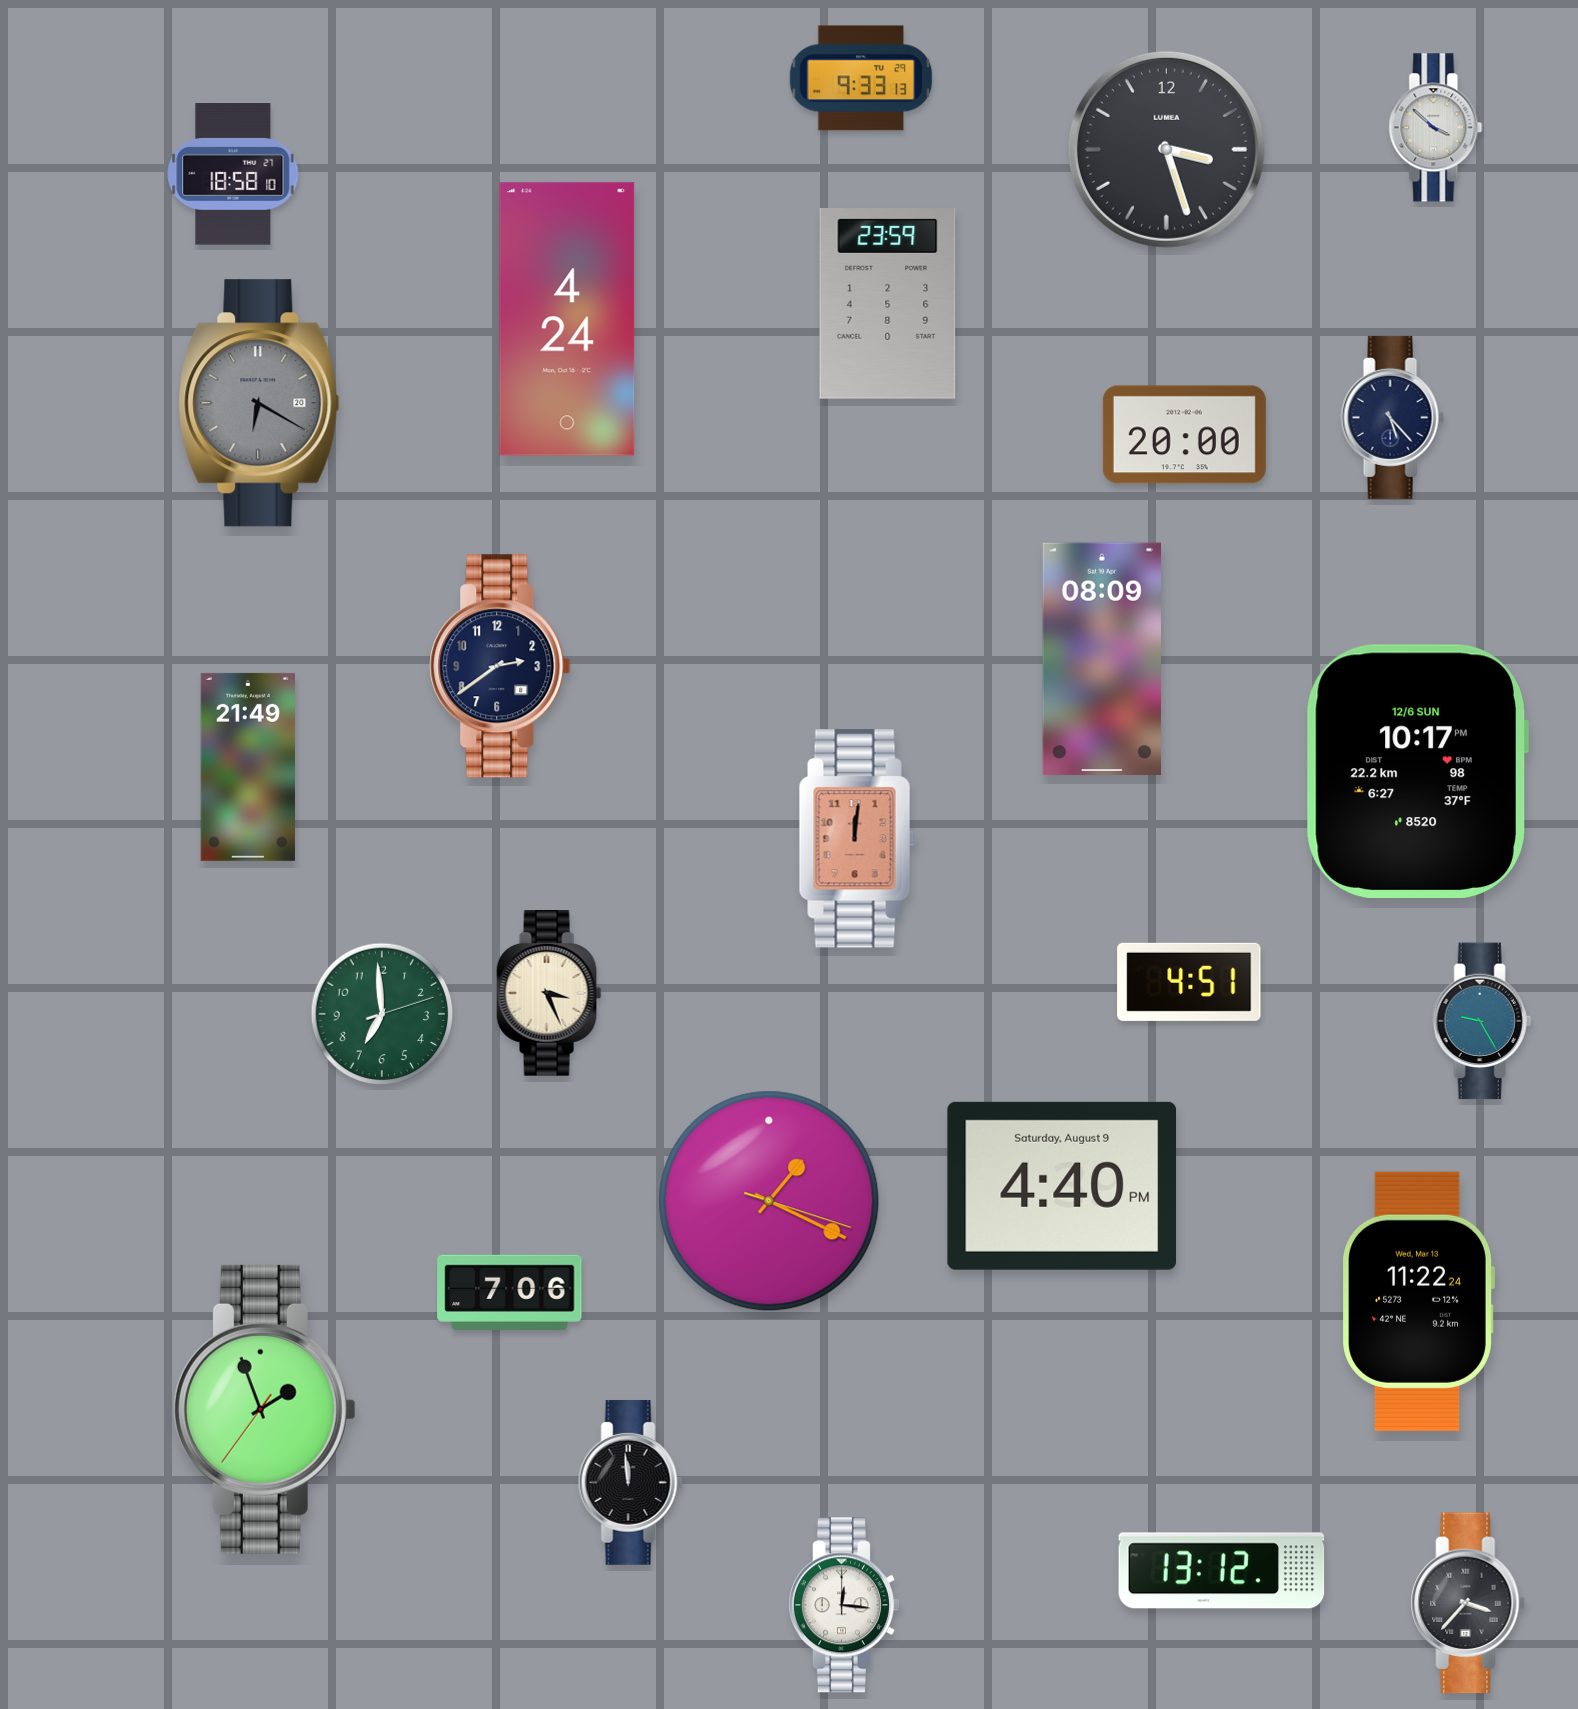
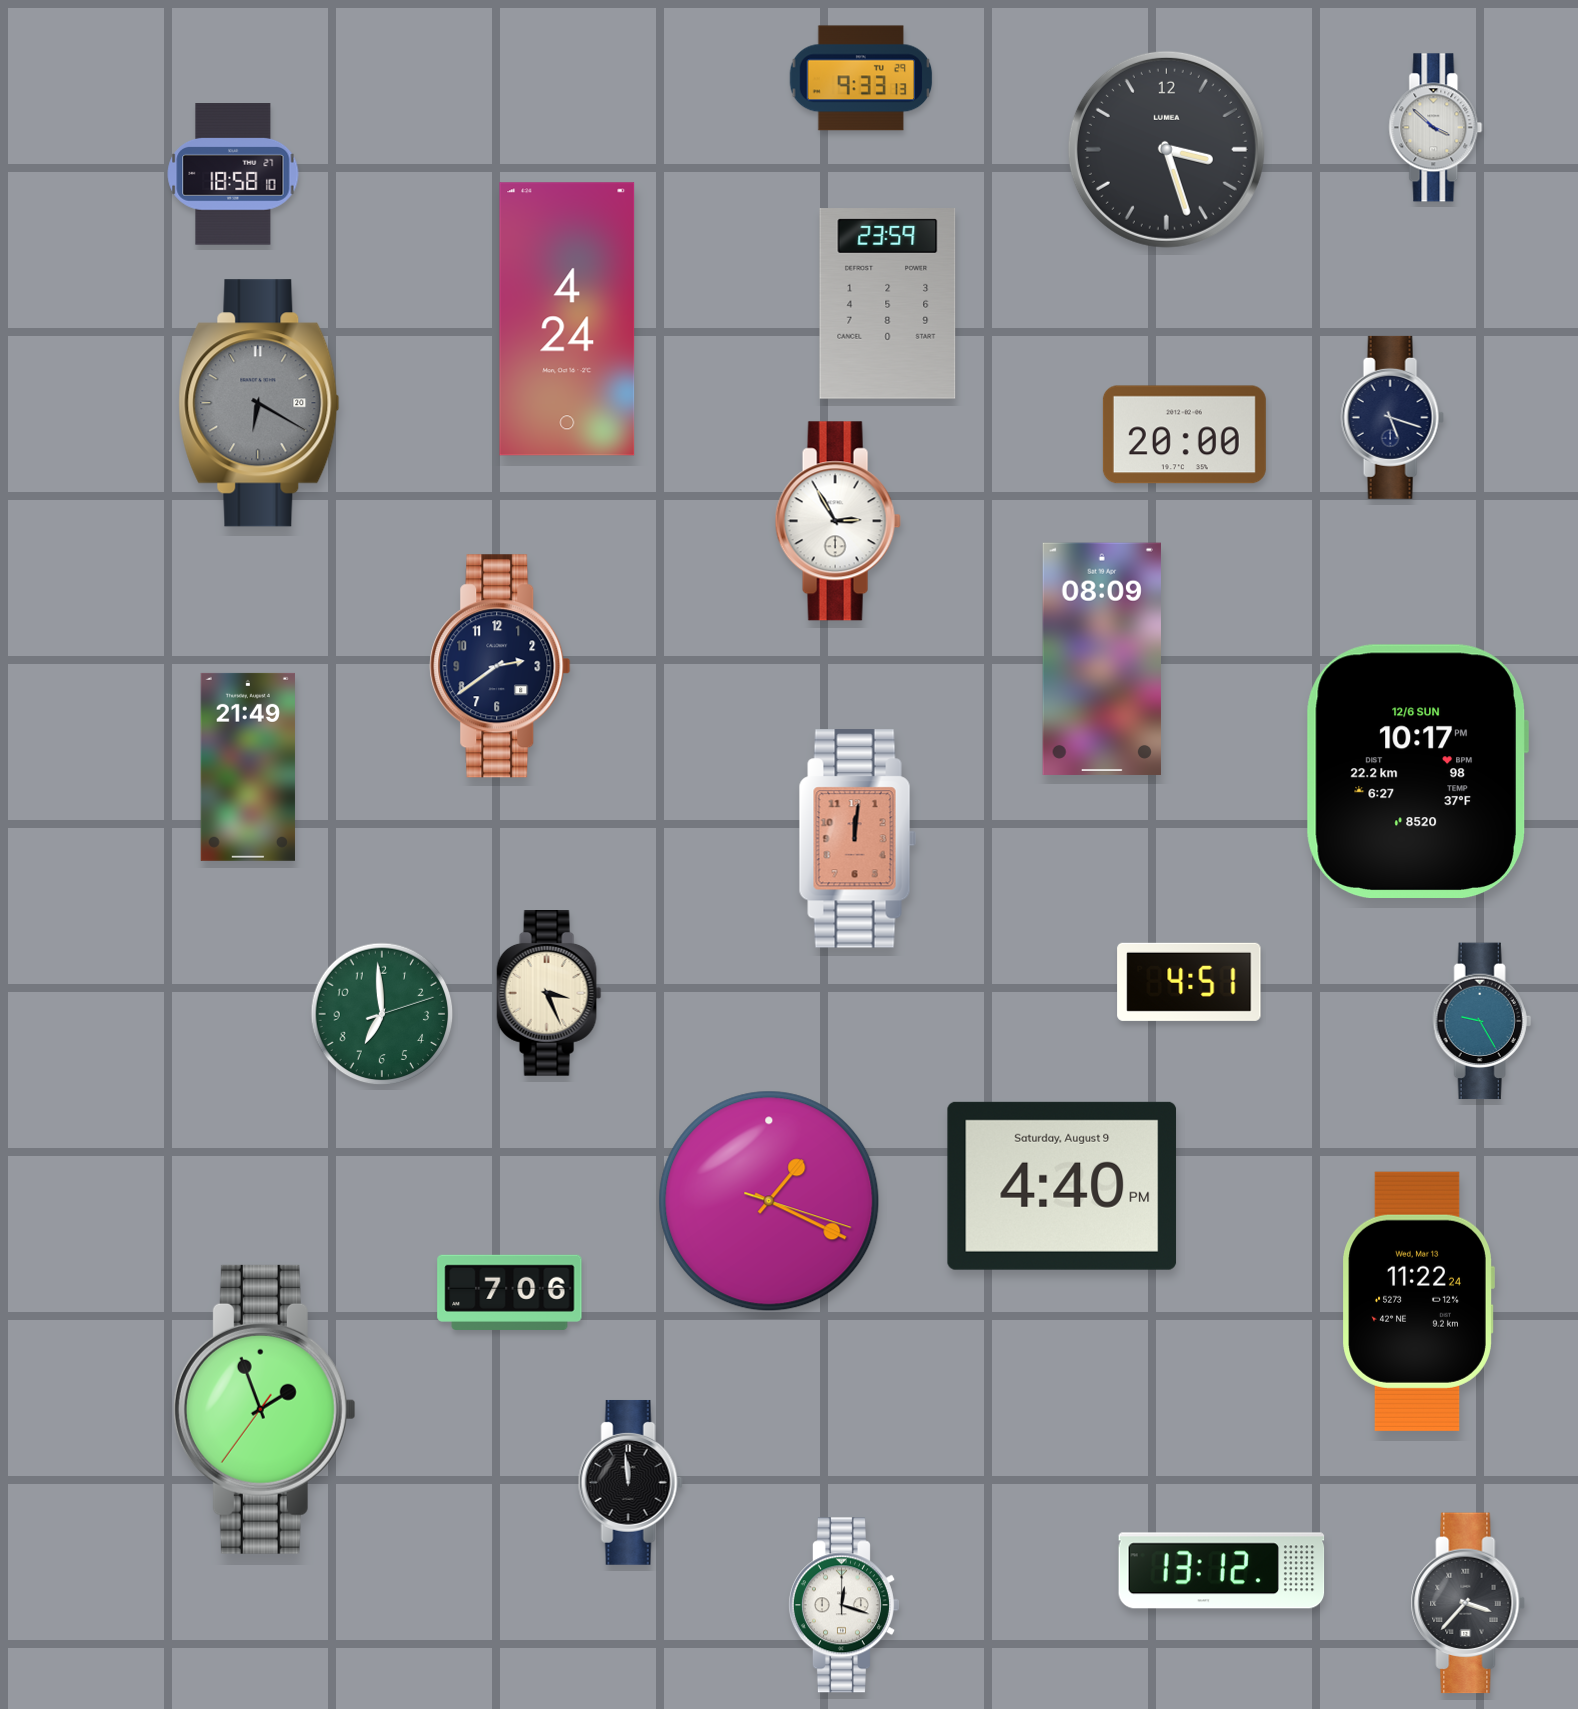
clock at (1392, 417): 5:23 -> 5:18
clock at (838, 521): none -> 2:55
clock at (843, 1605): 12:16 -> 12:18
